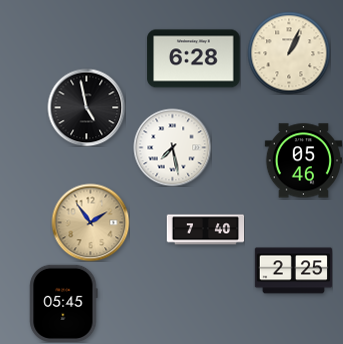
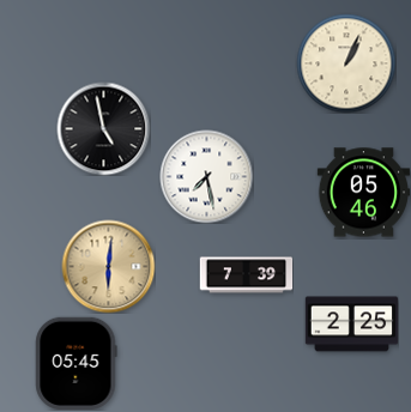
clock at (194, 59): 6:28 -> none
clock at (90, 222): 1:54 -> 6:01
clock at (205, 230): 7:40 -> 7:39
